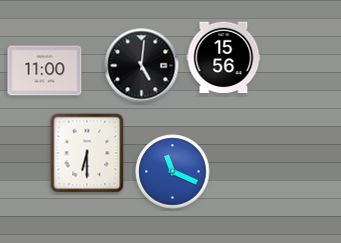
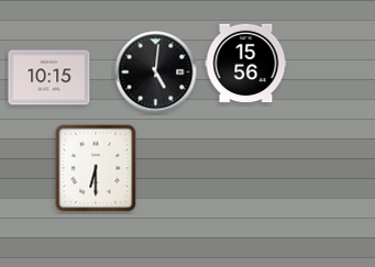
clock at (45, 71): 11:00 -> 10:15
clock at (173, 172): 11:19 -> none
